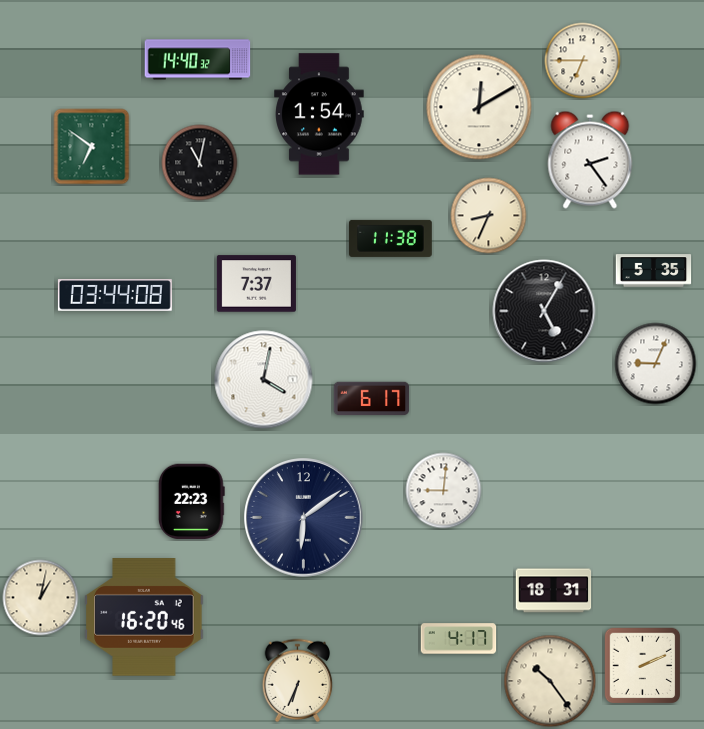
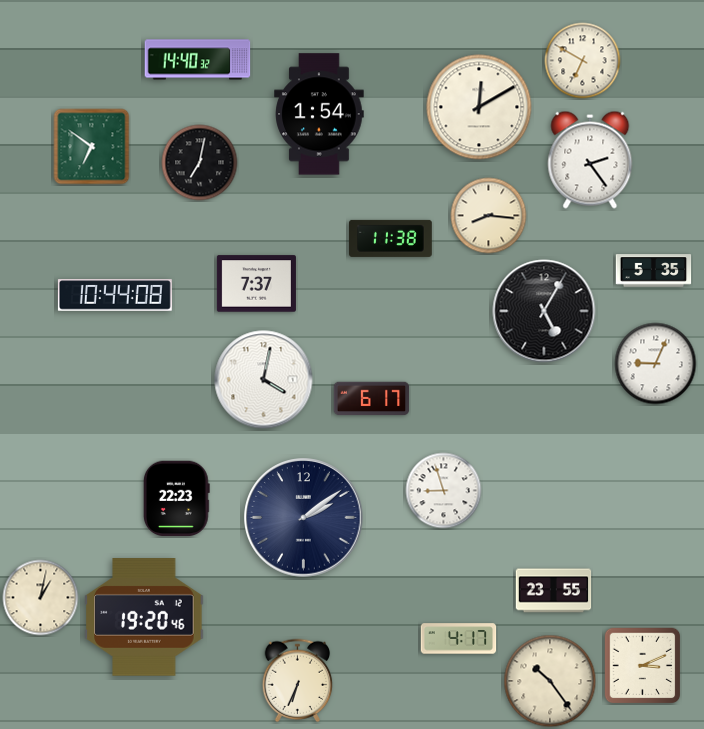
clock at (583, 61): 6:45 -> 6:50
clock at (200, 163): 11:02 -> 7:02
clock at (489, 216): 8:34 -> 8:16
clock at (115, 295): 03:44 -> 10:44
clock at (444, 491): 9:01 -> 8:57
clock at (192, 502) position: (192, 502) -> (177, 499)
clock at (304, 518): 6:09 -> 2:09
clock at (554, 591): 18:31 -> 23:55
clock at (144, 617): 16:20 -> 19:20
clock at (642, 665): 2:11 -> 3:11
